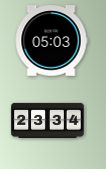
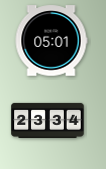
clock at (51, 41): 05:03 -> 05:01
